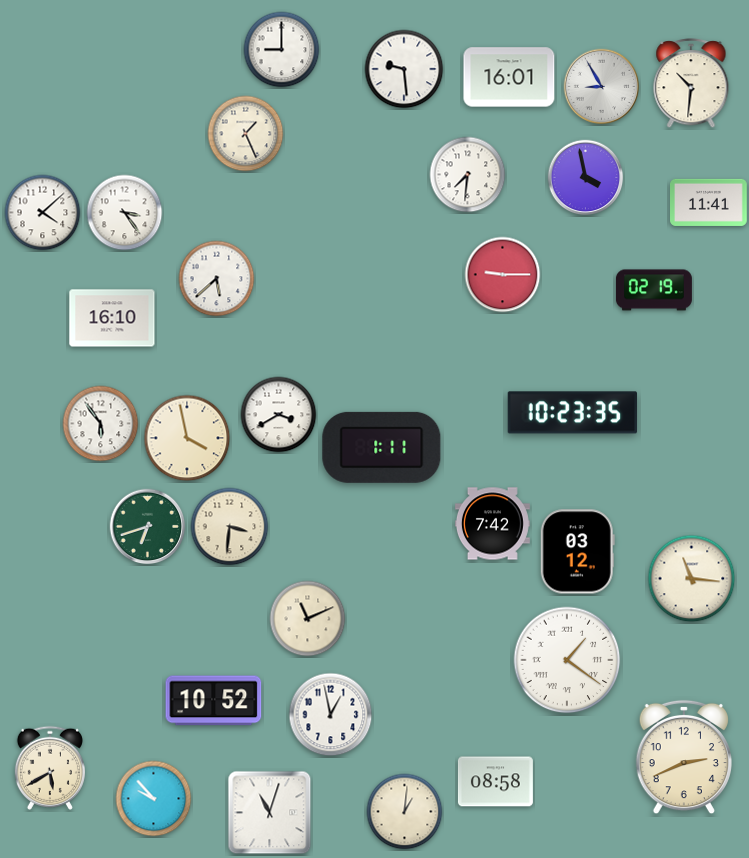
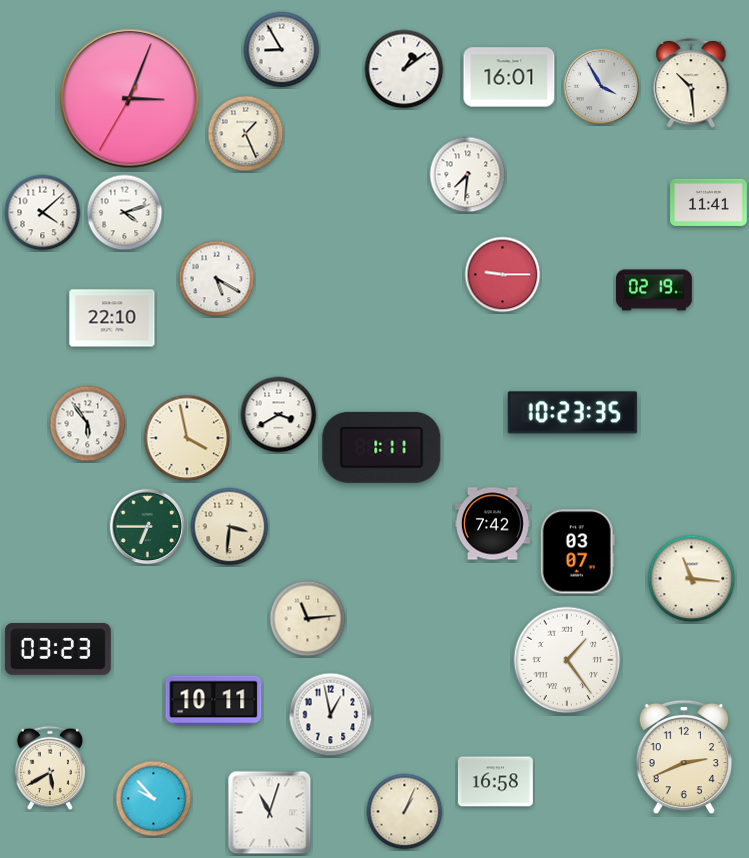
clock at (282, 50): 9:00 -> 8:55
clock at (404, 69): 9:29 -> 1:09
clock at (691, 84): 10:31 -> 10:29
clock at (602, 87): 8:55 -> 3:55
clock at (130, 99): none -> 3:03
clock at (586, 178): 3:58 -> none
clock at (125, 213): 3:24 -> 4:12
clock at (217, 279): 5:38 -> 5:20
clock at (112, 318): 16:10 -> 22:10
clock at (101, 424) position: (101, 424) -> (88, 424)
clock at (148, 527): 6:42 -> 6:45
clock at (577, 552): 03:12 -> 03:07
clock at (308, 619): 11:11 -> 11:14
clock at (58, 649): none -> 03:23
clock at (567, 660): 1:21 -> 1:24
clock at (214, 701): 10:52 -> 10:11
clock at (495, 782): 08:58 -> 16:58
clock at (405, 812): 1:01 -> 1:04
